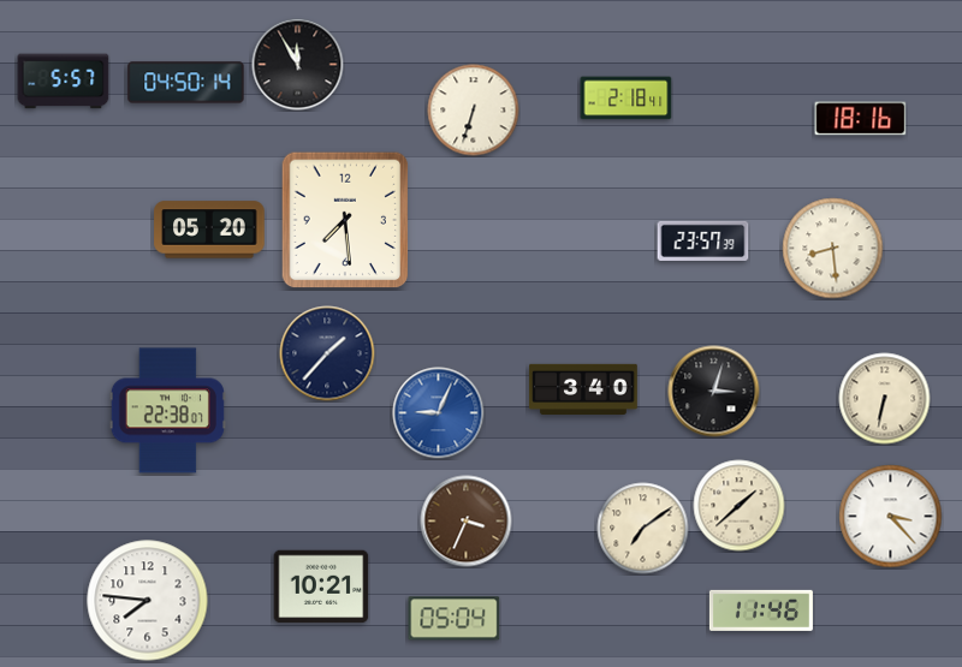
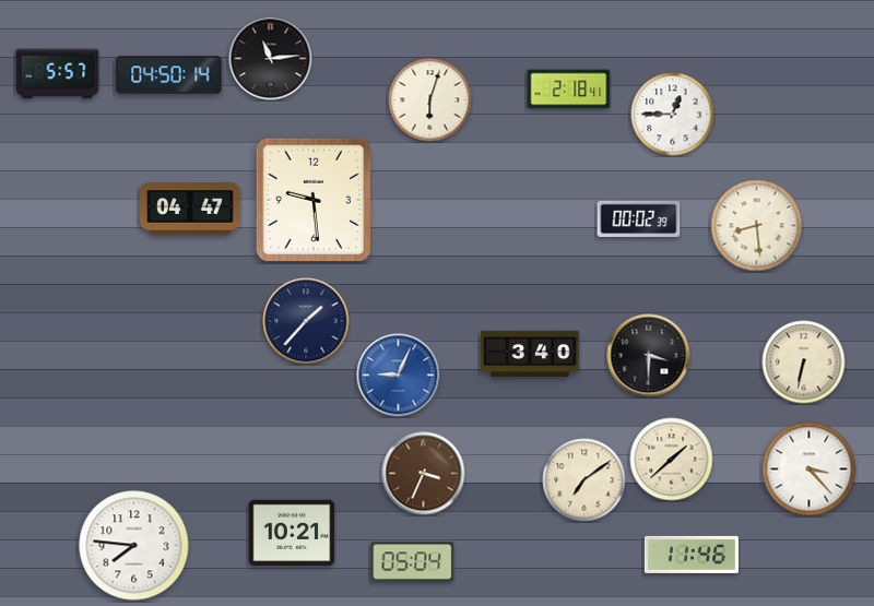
clock at (298, 65): 11:55 -> 11:14
clock at (474, 111): 6:33 -> 6:03
clock at (861, 119): 18:16 -> none
clock at (673, 115): none -> 12:45
clock at (345, 220): 7:29 -> 9:29
clock at (209, 230): 05:20 -> 04:47
clock at (703, 240): 23:57 -> 00:02
clock at (327, 353) position: (327, 353) -> (306, 321)
clock at (714, 392): 3:03 -> 3:30
clock at (167, 411): 22:38 -> none
